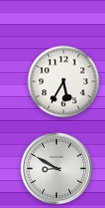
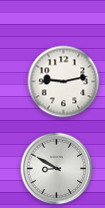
clock at (64, 82): 5:35 -> 9:13
